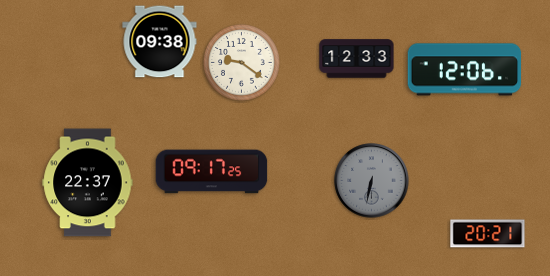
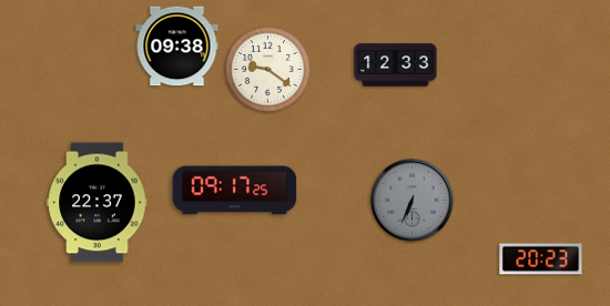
clock at (465, 70): 12:06 -> none
clock at (372, 181): 6:32 -> 6:34
clock at (488, 234): 20:21 -> 20:23
